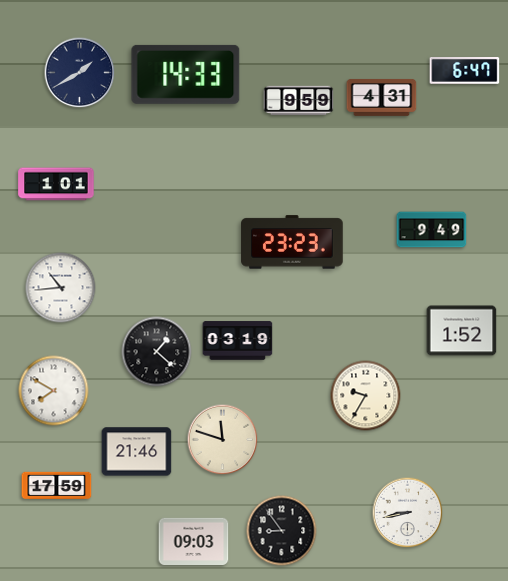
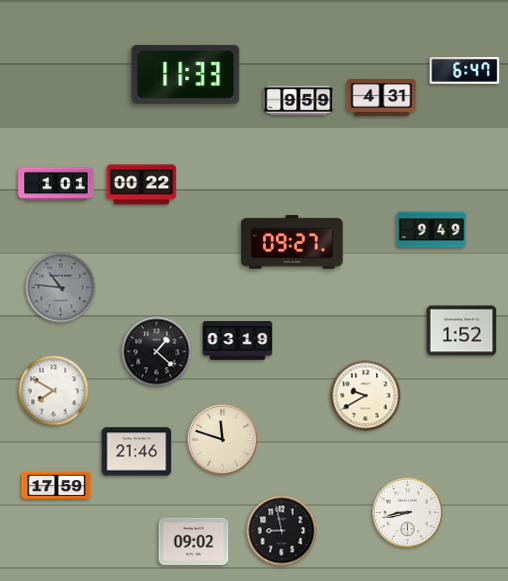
clock at (80, 73): 1:40 -> none
clock at (186, 74): 14:33 -> 11:33
clock at (142, 185): none -> 00:22
clock at (292, 242): 23:23 -> 09:27
clock at (61, 288): 10:44 -> 10:46
clock at (61, 288) dial: white -> grey
clock at (366, 396): 9:35 -> 9:40
clock at (282, 531): 8:54 -> 8:58
clock at (194, 541): 09:03 -> 09:02
